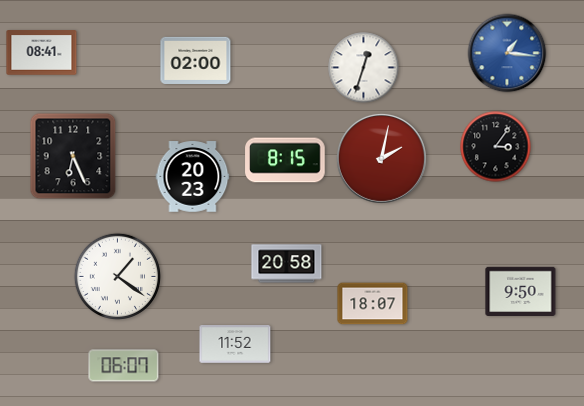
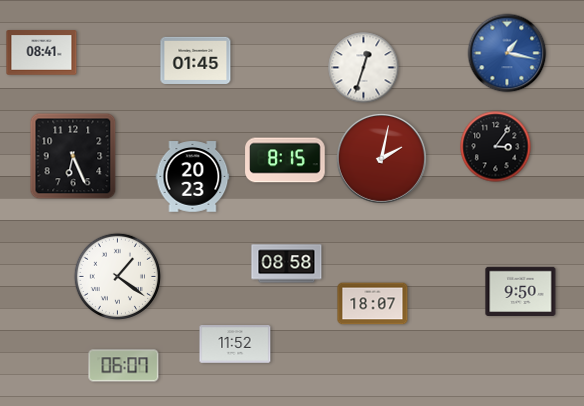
clock at (507, 53): 1:16 -> 1:17
clock at (196, 60): 02:00 -> 01:45
clock at (287, 264): 20:58 -> 08:58
